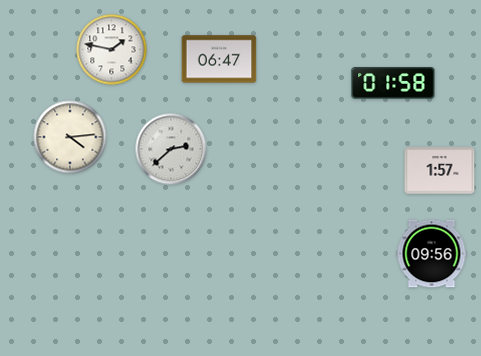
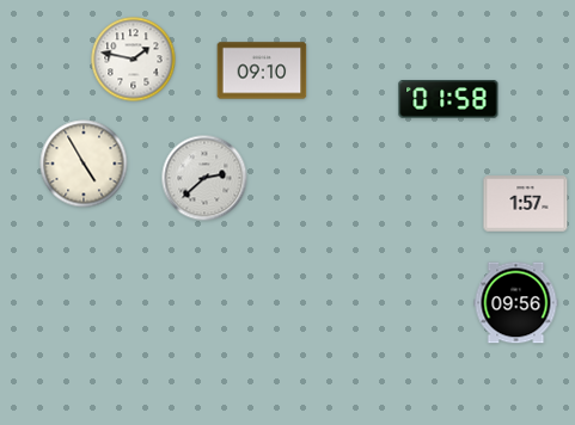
clock at (219, 59): 06:47 -> 09:10
clock at (393, 83) position: (393, 83) -> (448, 99)
clock at (70, 137): 4:14 -> 4:55
